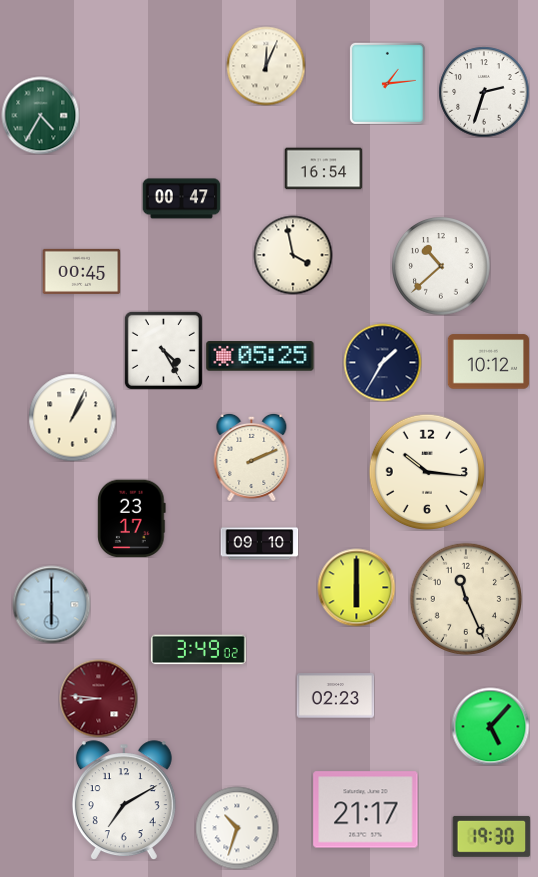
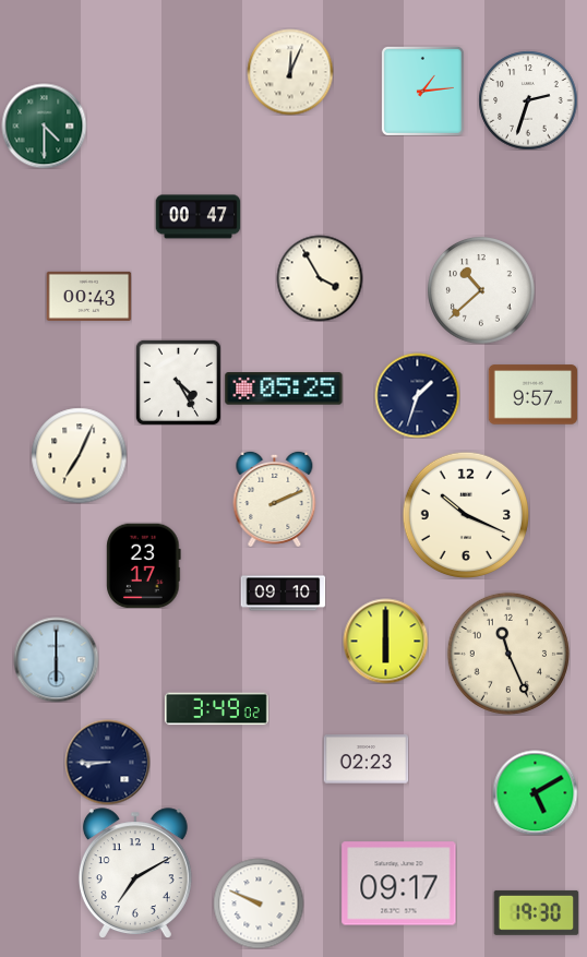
clock at (40, 115): 4:35 -> 4:30
clock at (323, 169): 16:54 -> none
clock at (293, 255): 3:58 -> 3:55
clock at (81, 271): 00:45 -> 00:43
clock at (382, 362): 1:35 -> 1:33
clock at (488, 362): 10:12 -> 9:57
clock at (72, 417): 1:04 -> 7:04
clock at (426, 471): 10:16 -> 10:19
clock at (356, 587) position: (356, 587) -> (385, 641)
clock at (98, 698): 8:46 -> 8:45
clock at (98, 698) dial: burgundy -> navy
clock at (490, 726): 5:07 -> 5:10
clock at (366, 810): 21:17 -> 09:17
clock at (237, 828): 10:33 -> 9:49
